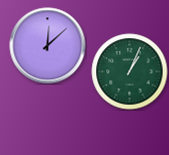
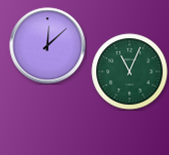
clock at (130, 72): 1:04 -> 11:04
